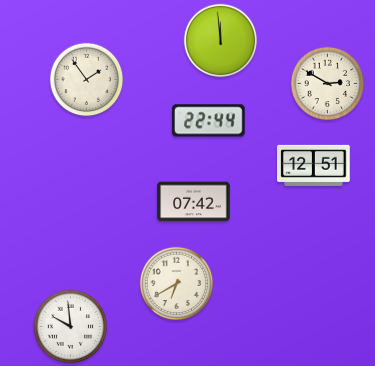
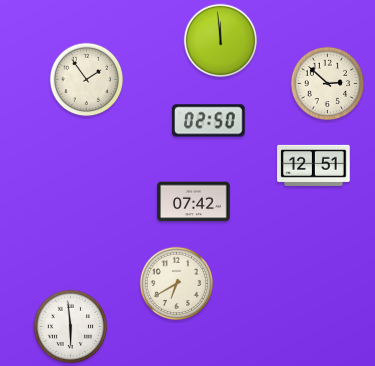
clock at (328, 84): 2:50 -> 2:52
clock at (209, 121): 22:44 -> 02:50
clock at (71, 327): 9:59 -> 5:59
